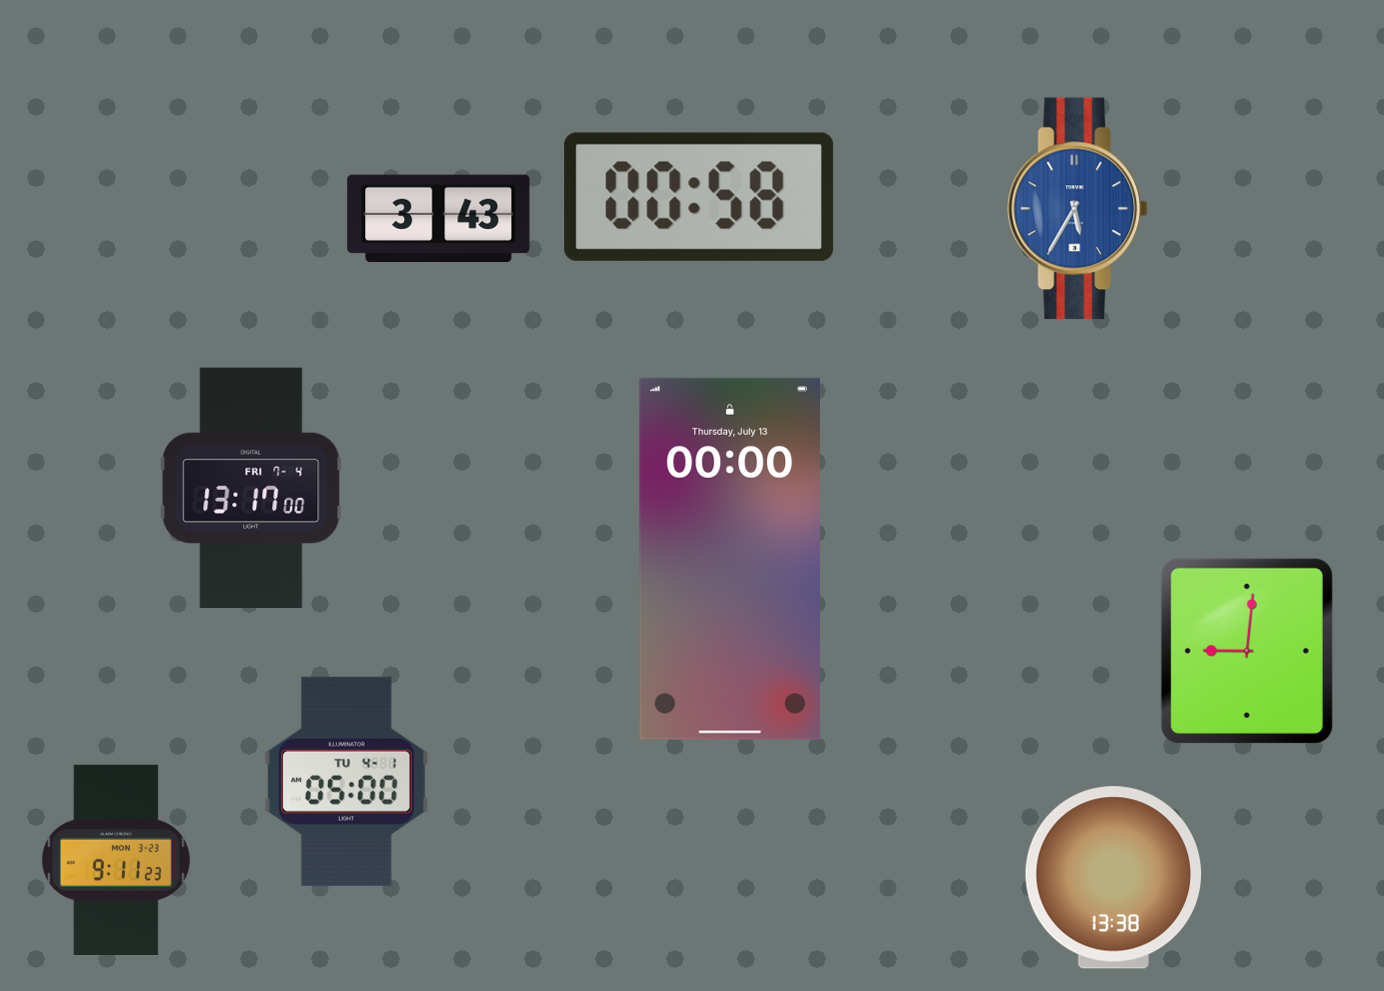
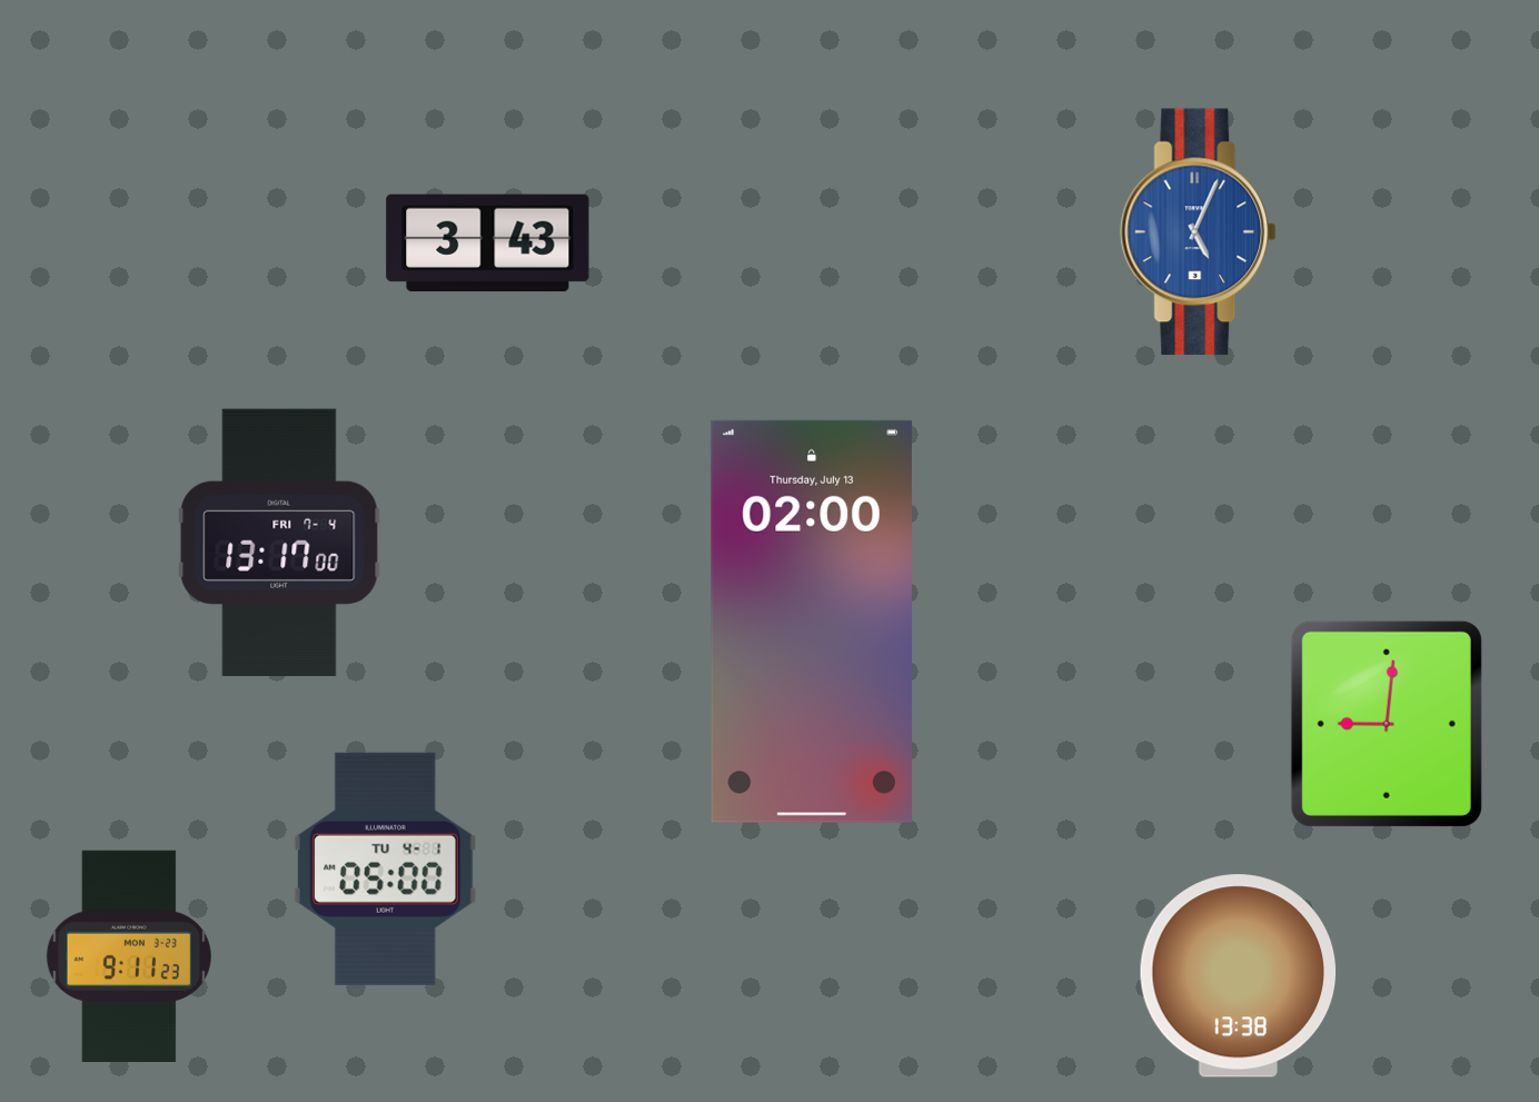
clock at (699, 197): 00:58 -> none
clock at (1078, 209): 5:35 -> 5:04
clock at (729, 559): 00:00 -> 02:00
